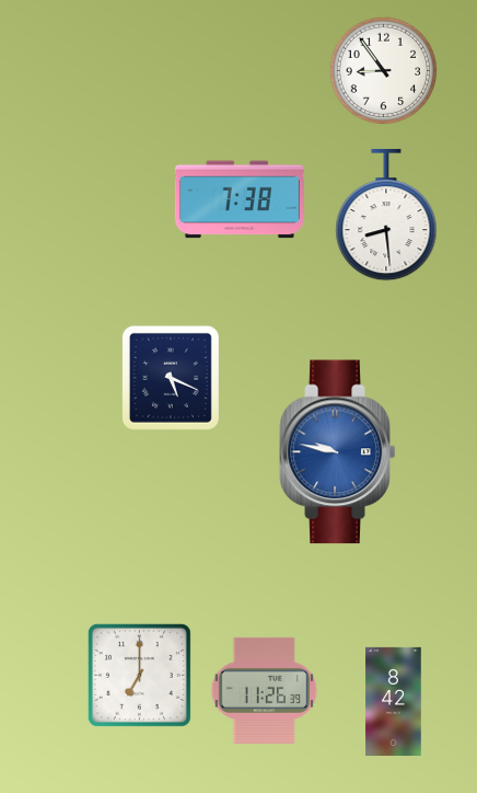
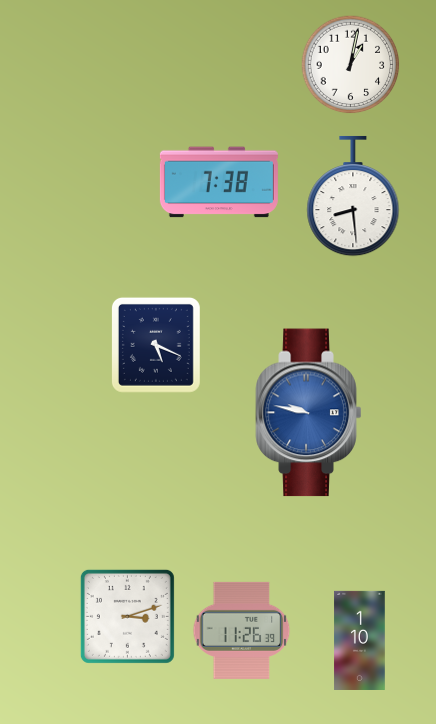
clock at (384, 71): 8:54 -> 1:02
clock at (139, 675): 7:00 -> 3:12
clock at (394, 701): 8:42 -> 1:10
